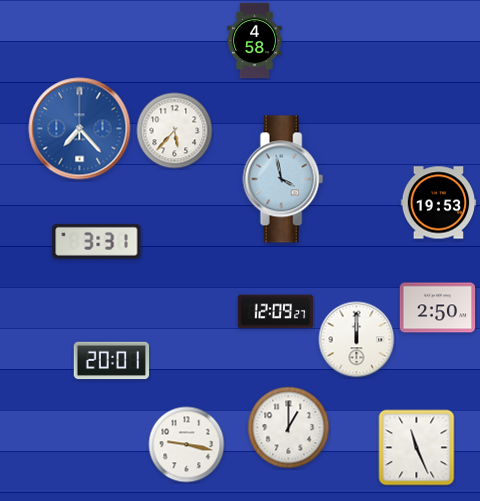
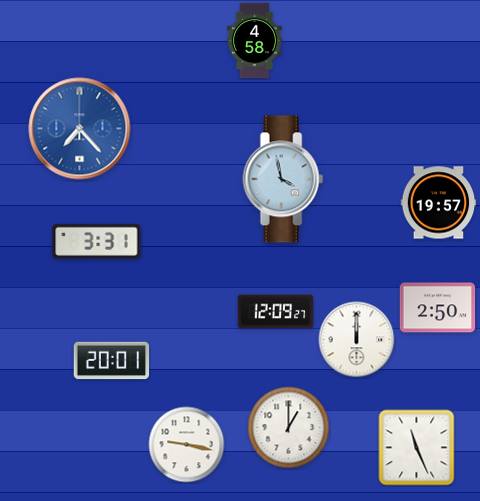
clock at (175, 131): 5:37 -> none
clock at (439, 203): 19:53 -> 19:57
